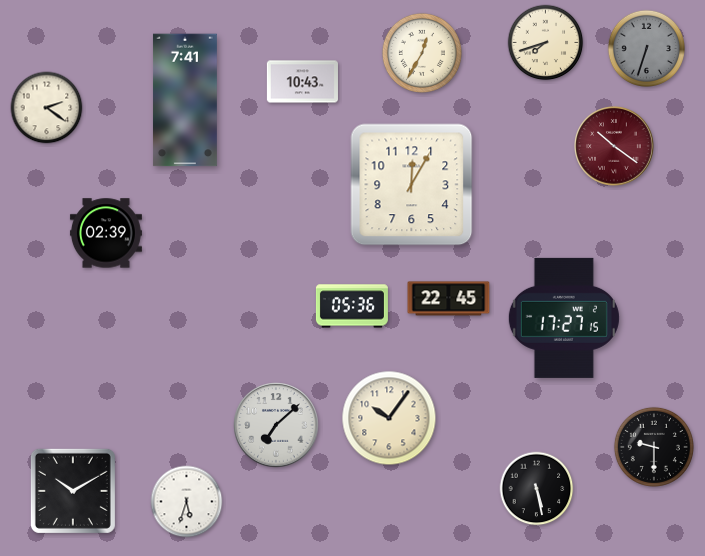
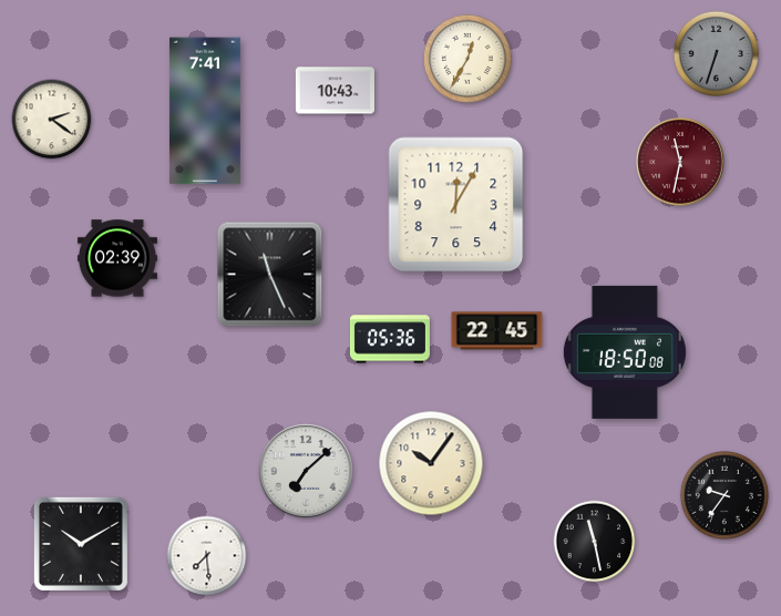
clock at (546, 43): 7:42 -> none
clock at (615, 147): 10:21 -> 11:32
clock at (270, 275): none -> 11:26
clock at (564, 318): 17:27 -> 18:50
clock at (654, 447): 9:30 -> 9:36
clock at (537, 489): 5:28 -> 11:28
clock at (187, 502): 5:33 -> 7:29
